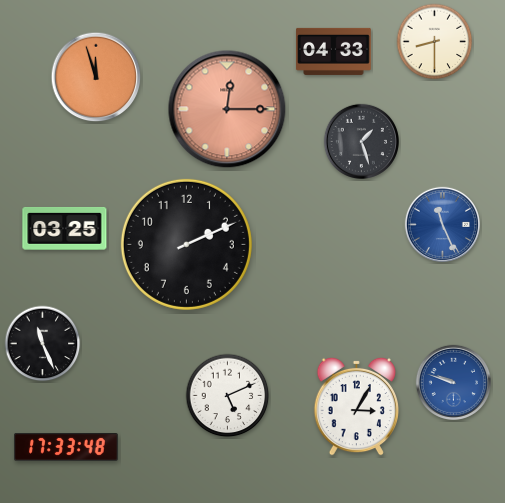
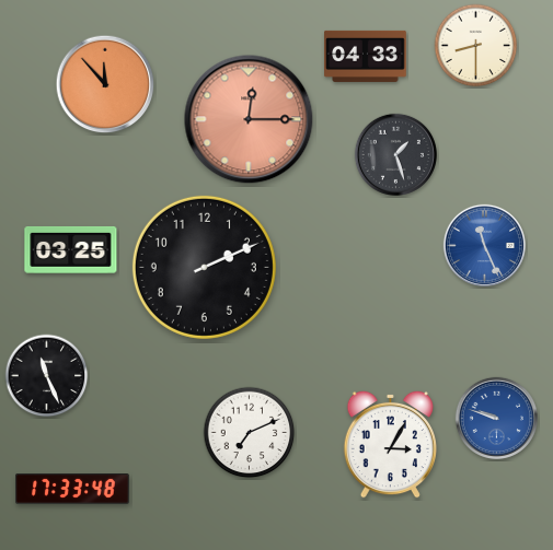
clock at (96, 77): 11:57 -> 11:53
clock at (228, 396): 5:11 -> 7:11
